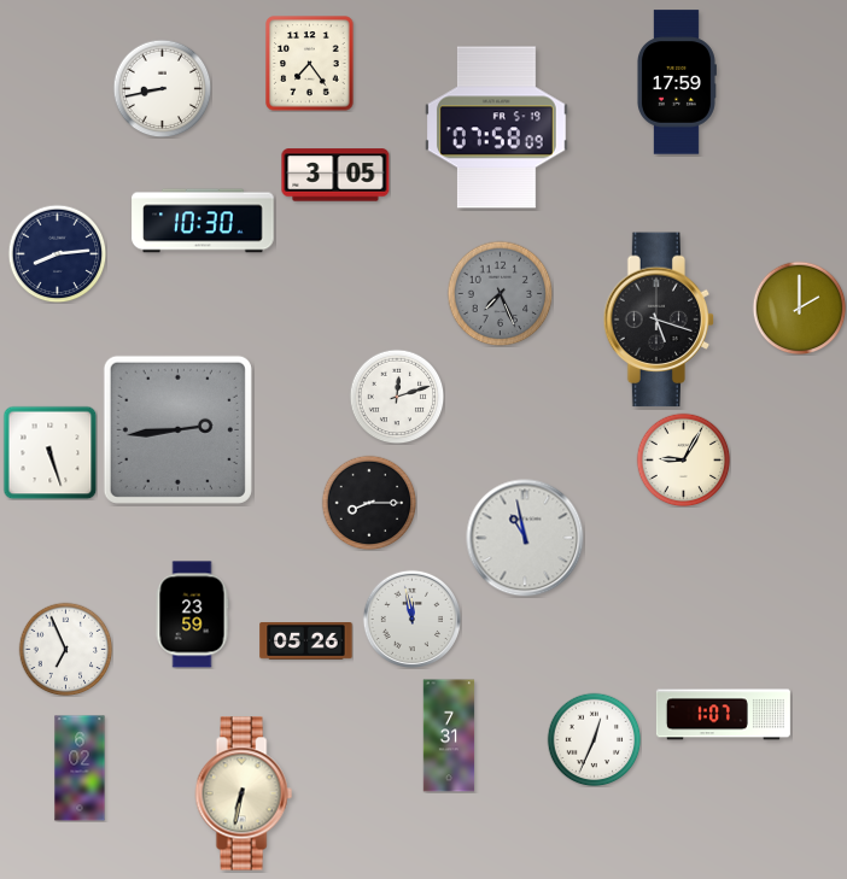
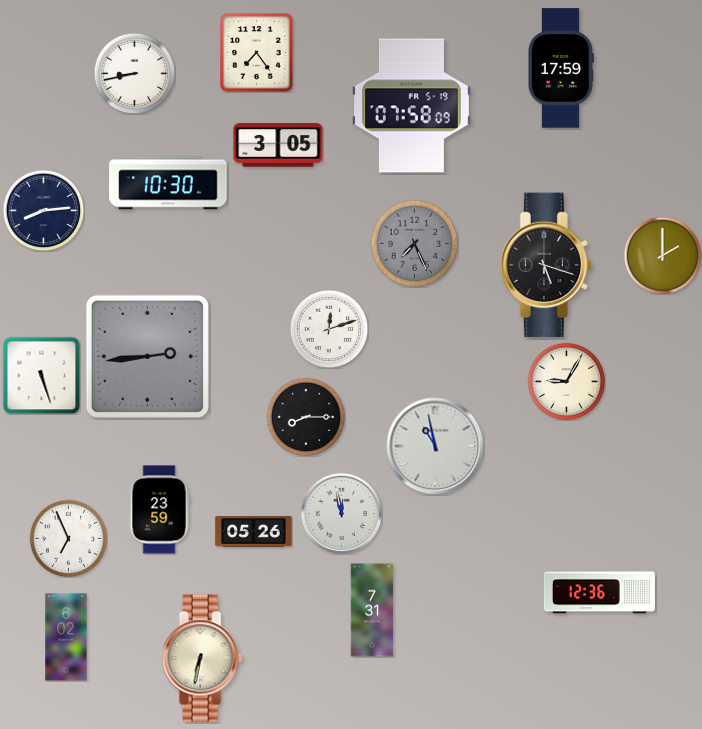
clock at (57, 253) position: (57, 253) -> (43, 210)
clock at (65, 649) position: (65, 649) -> (68, 538)
clock at (723, 715): 1:07 -> 12:36
clock at (594, 739): 12:34 -> none
